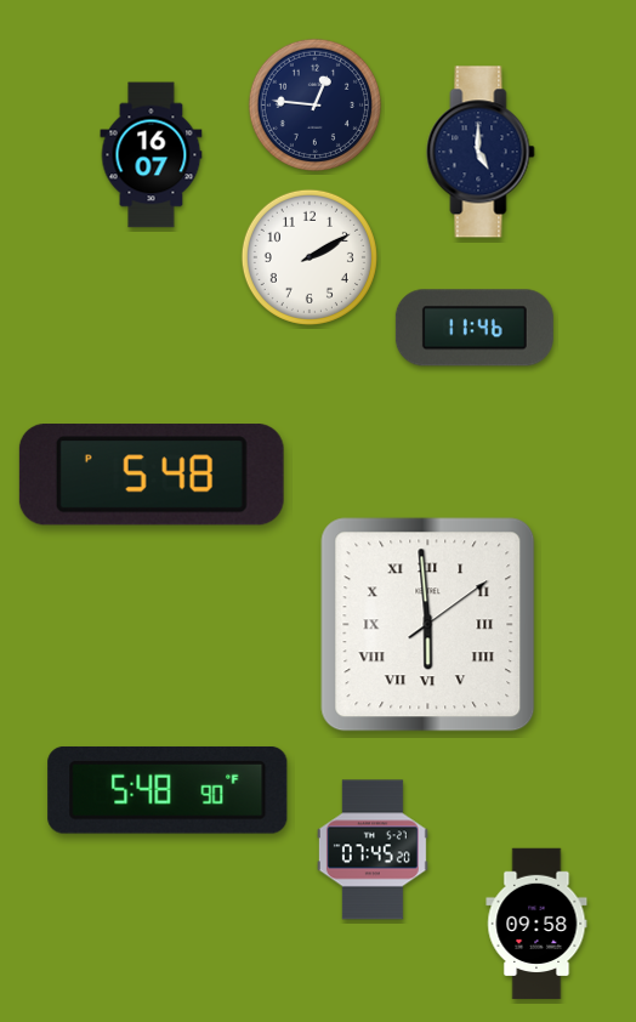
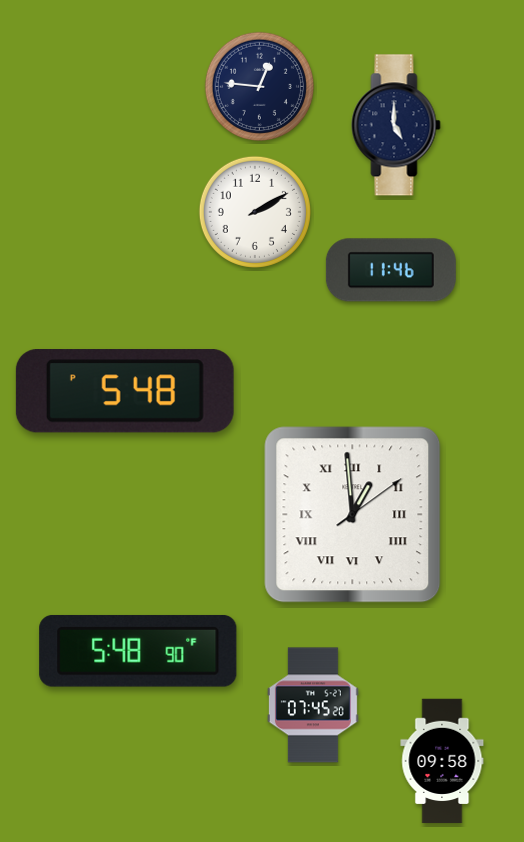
clock at (152, 155): 16:07 -> none
clock at (428, 625): 5:59 -> 12:59
clock at (373, 850) position: (373, 850) -> (313, 705)
